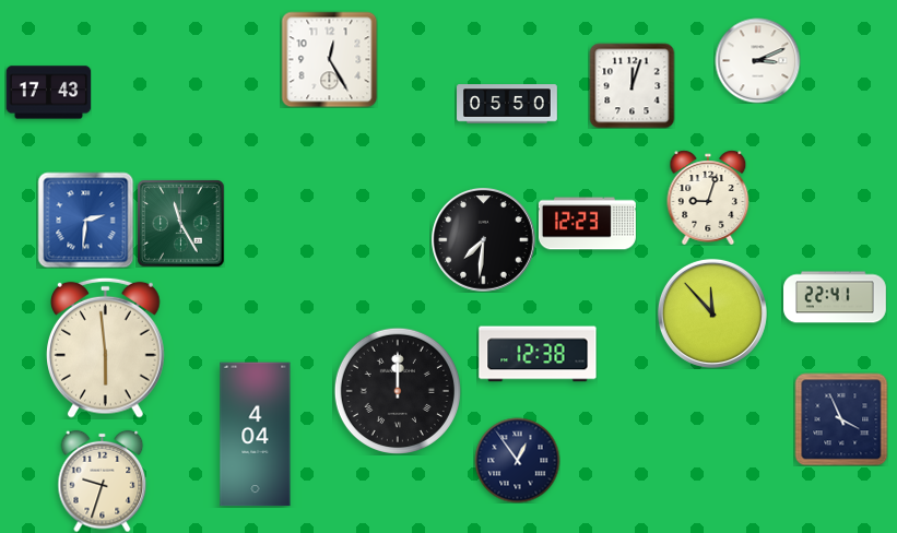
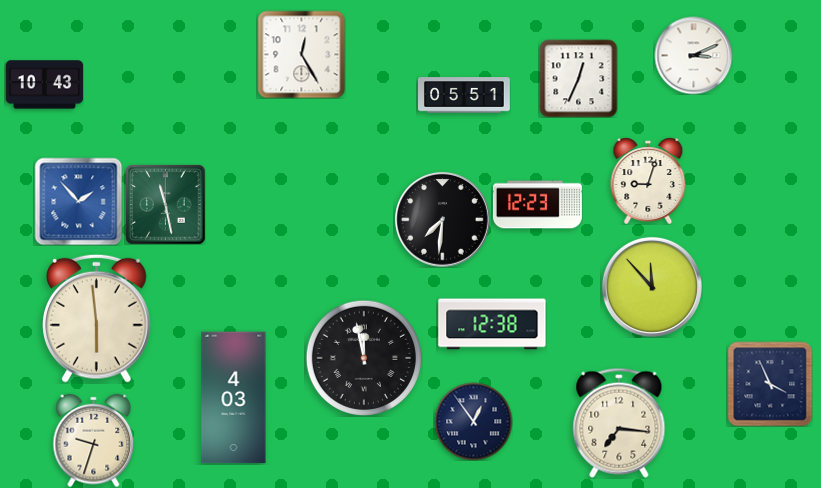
clock at (632, 85): 12:03 -> 12:34
clock at (48, 93): 17:43 -> 10:43
clock at (508, 104): 05:50 -> 05:51
clock at (85, 220): 2:31 -> 1:53
clock at (180, 223): 11:25 -> 11:28
clock at (835, 297): 22:41 -> none
clock at (398, 391): 12:00 -> 11:58
clock at (256, 435): 4:04 -> 4:03
clock at (619, 423): none -> 7:16
